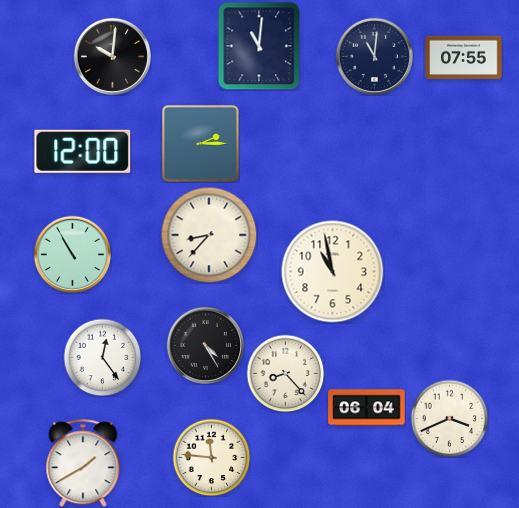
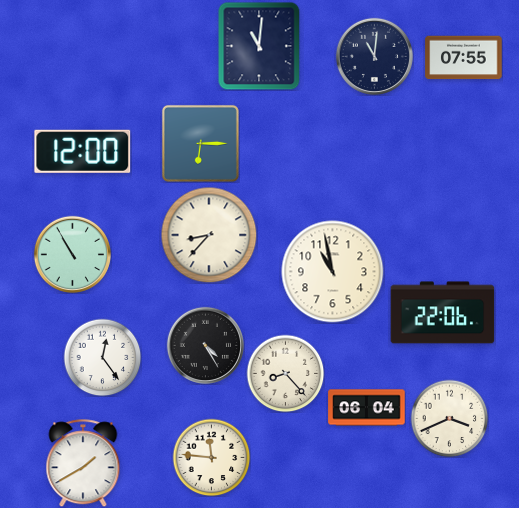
clock at (112, 56): 10:01 -> none
clock at (200, 143): 2:15 -> 6:15
clock at (443, 313): none -> 22:06
